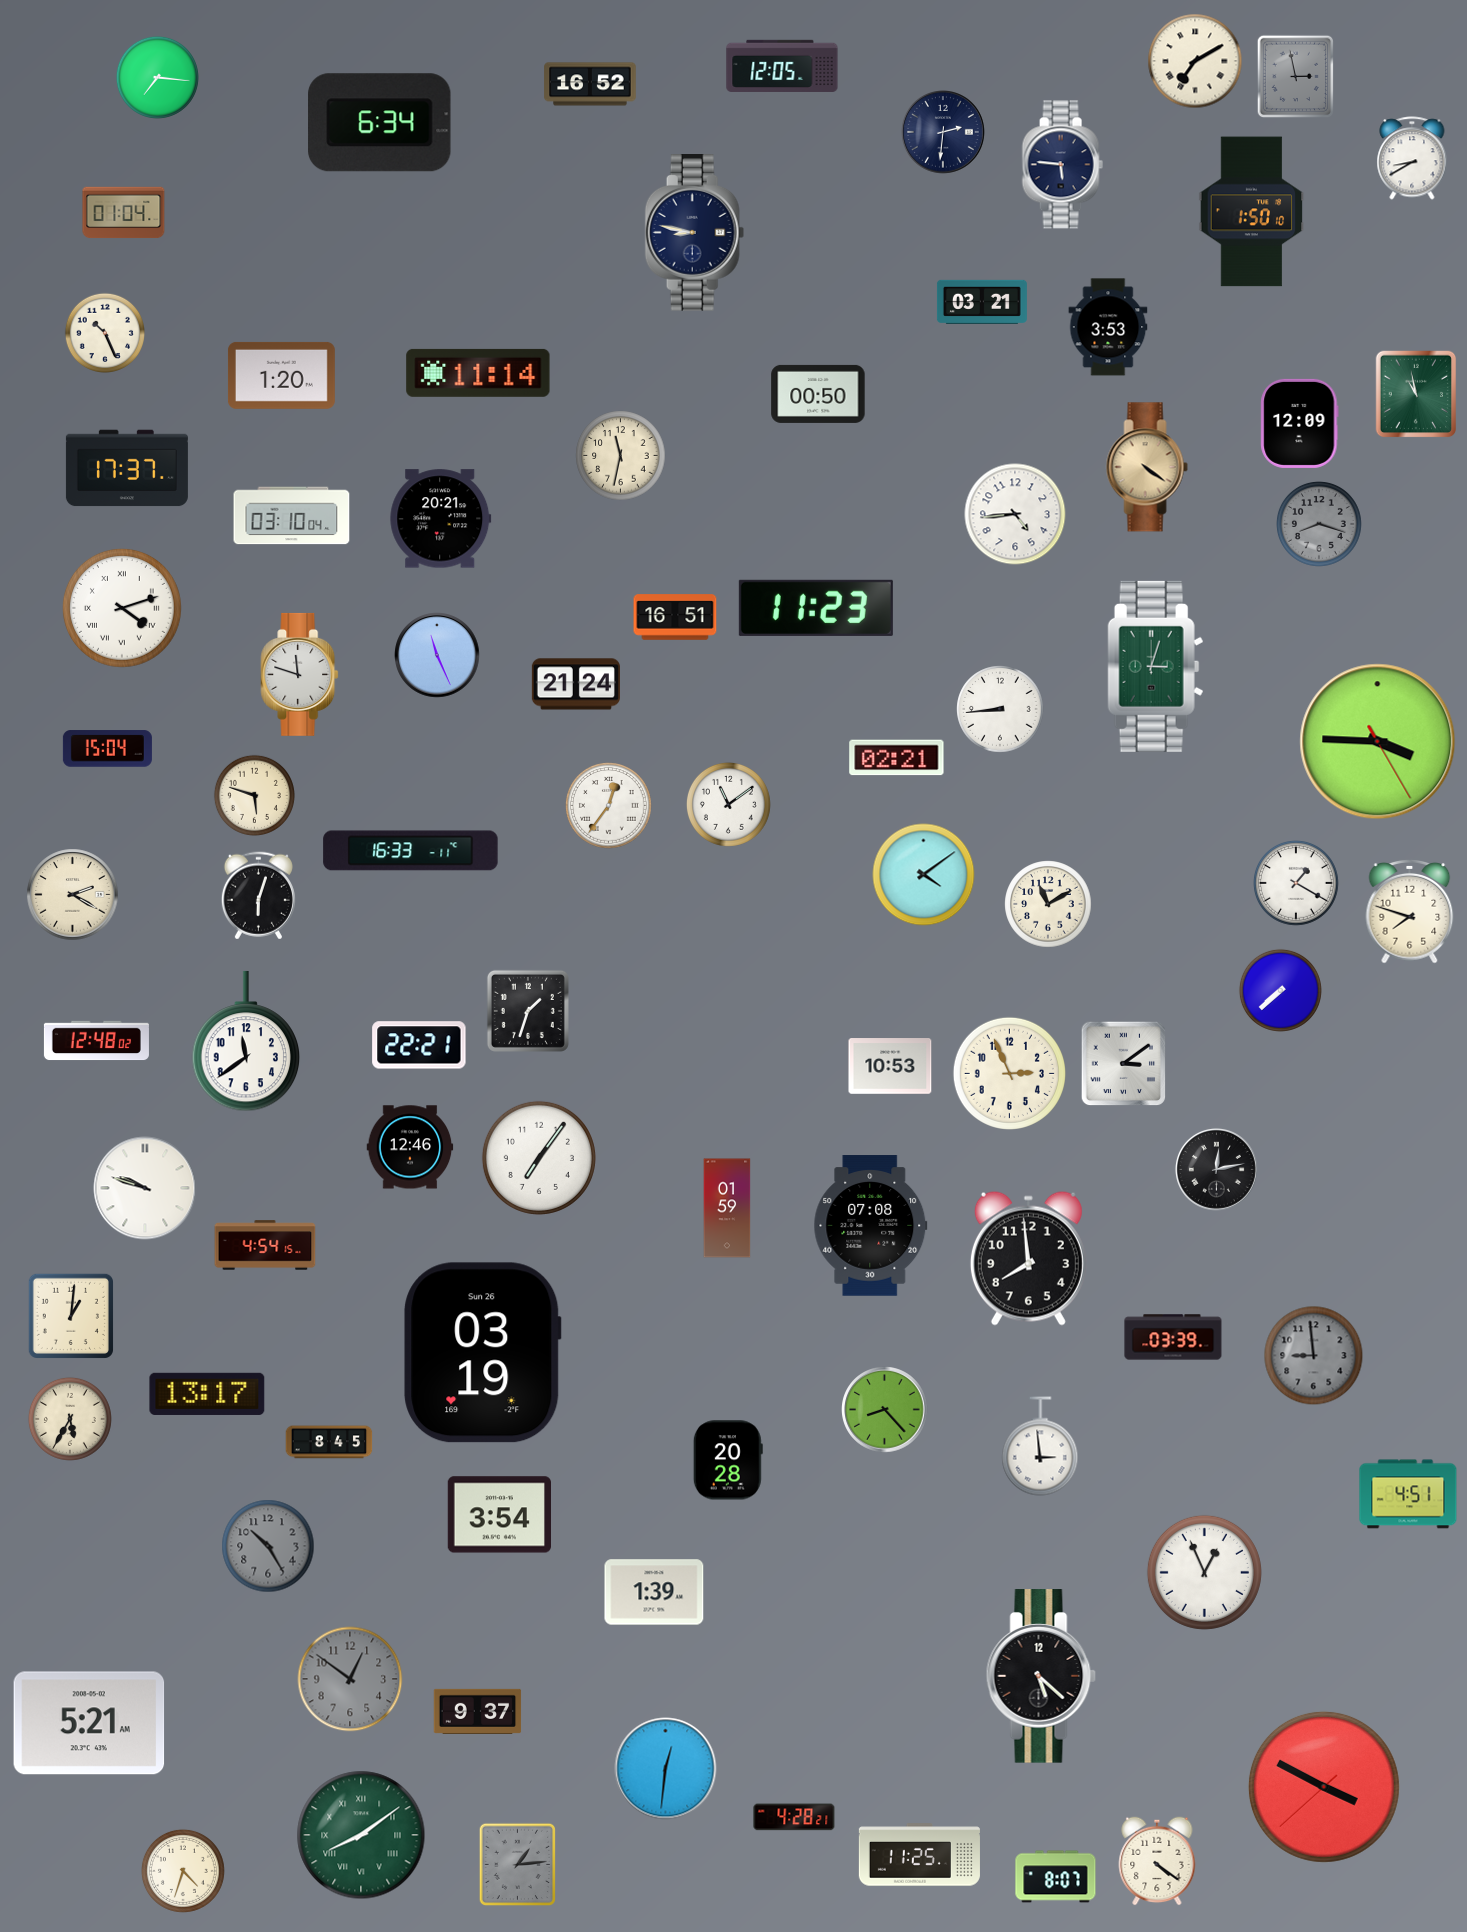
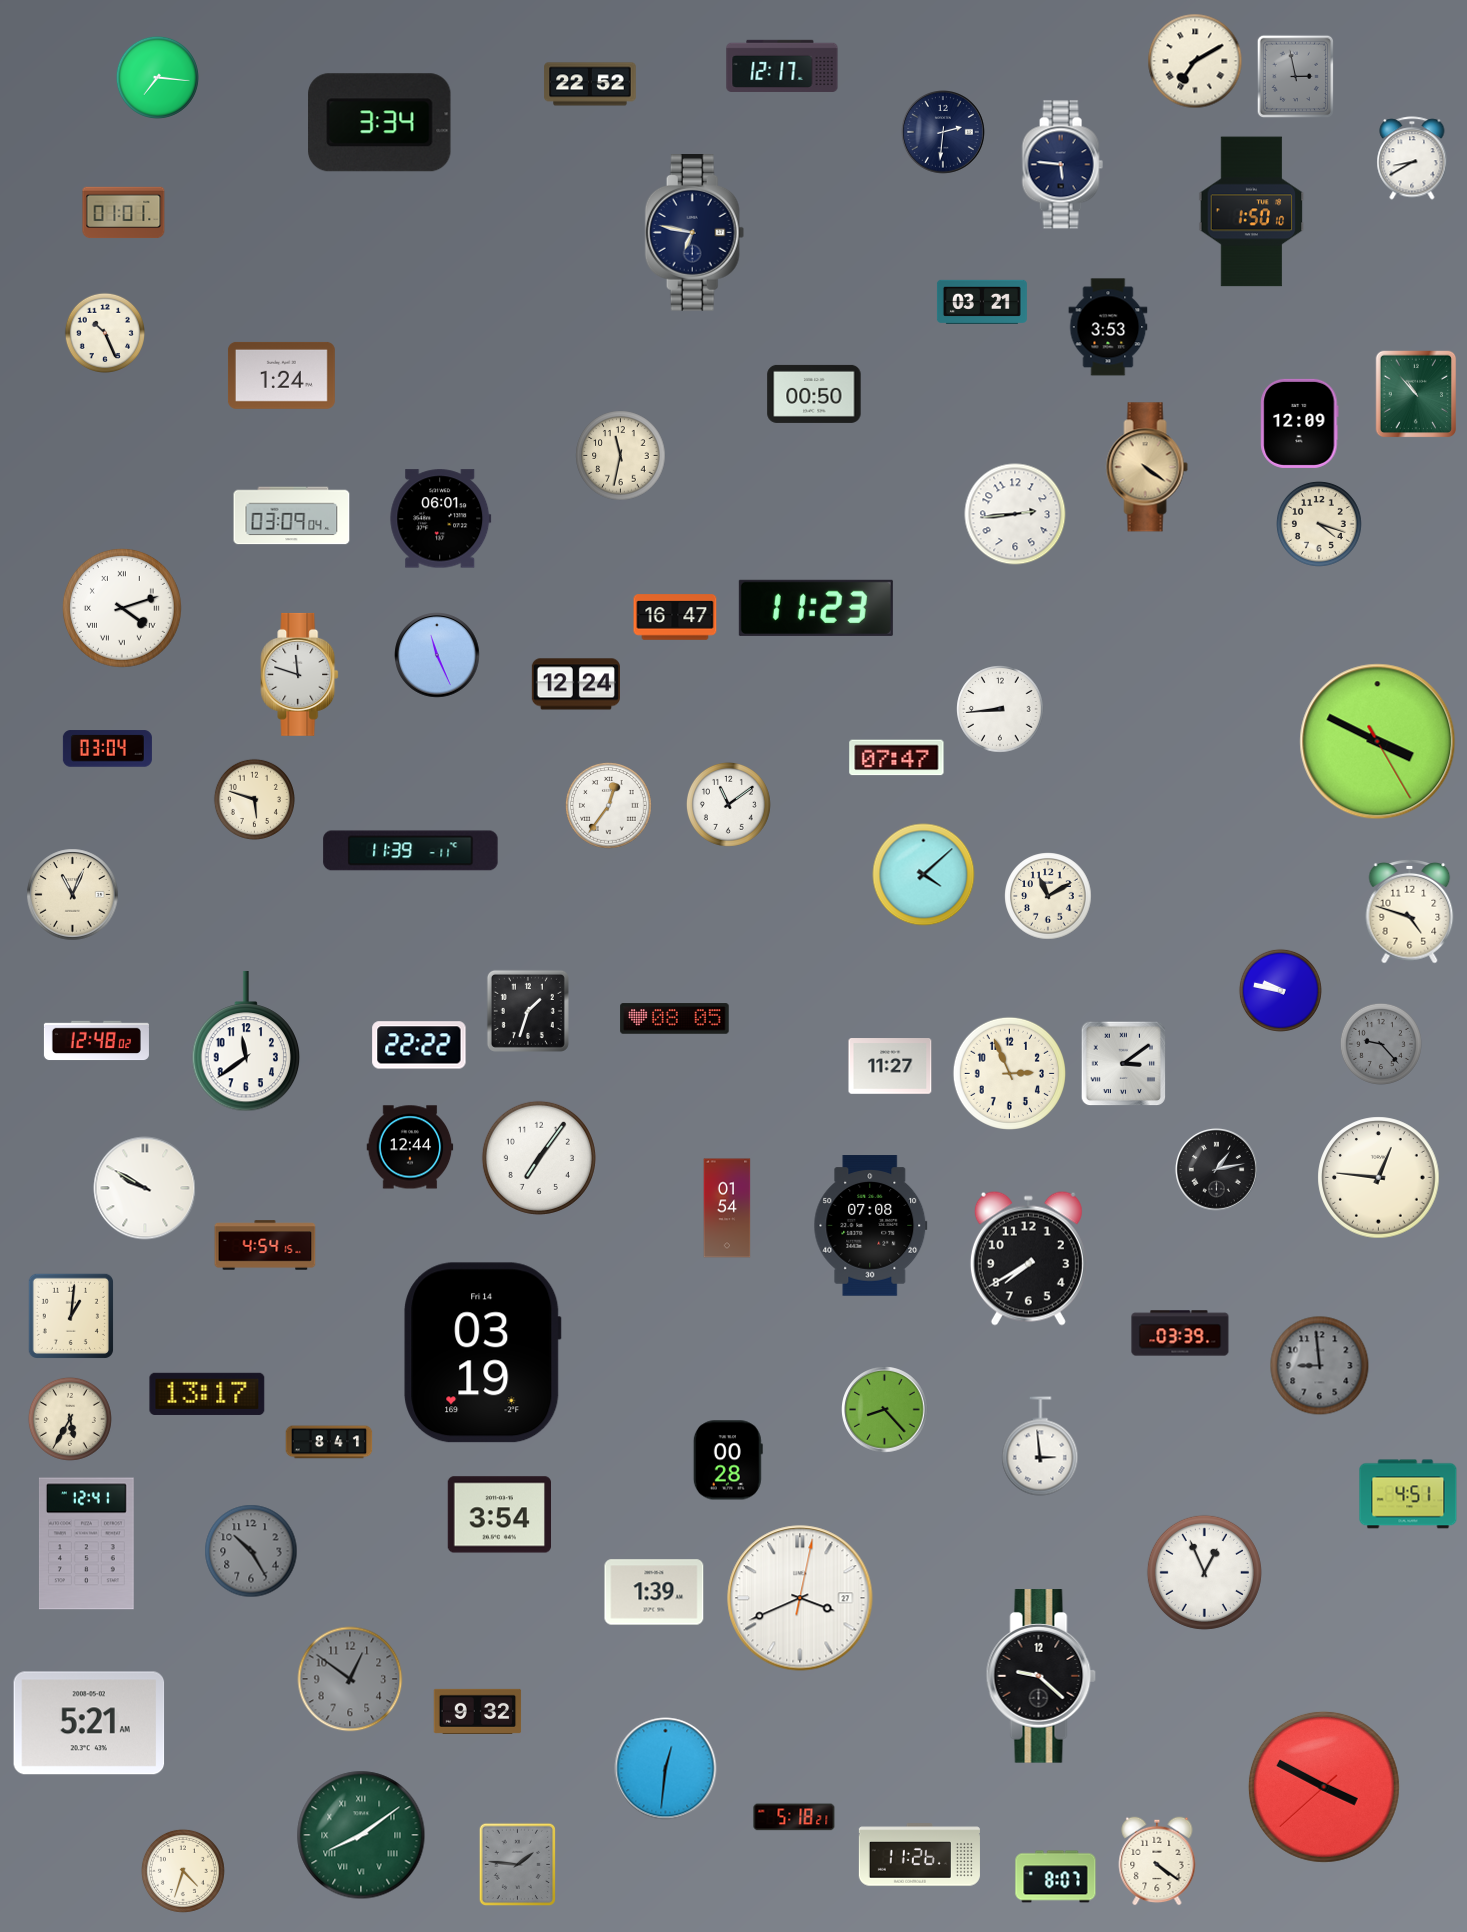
clock at (782, 66): 12:05 -> 12:17
clock at (590, 84): 16:52 -> 22:52
clock at (380, 123): 6:34 -> 3:34
clock at (124, 213): 01:04 -> 01:01
clock at (695, 233): 8:47 -> 6:47
clock at (478, 373): 11:14 -> none
clock at (281, 375): 1:20 -> 1:24
clock at (818, 394) position: (818, 394) -> (814, 394)
clock at (1416, 394): 10:58 -> 10:53
clock at (127, 468): 17:37 -> none
clock at (1015, 514): 4:44 -> 2:44
clock at (292, 516): 03:10 -> 03:09
clock at (441, 519): 20:21 -> 06:01
clock at (1320, 525): 8:18 -> 4:18
clock at (1320, 525) dial: grey -> cream
clock at (675, 617): 16:51 -> 16:47
clock at (1156, 666): 3:03 -> none
clock at (576, 684): 21:24 -> 12:24
clock at (1378, 742): 3:45 -> 3:49
clock at (107, 749): 15:04 -> 03:04
clock at (897, 758): 02:21 -> 07:47
clock at (254, 795) position: (254, 795) -> (254, 799)
clock at (411, 851): 16:33 -> 11:39
clock at (924, 875): 4:09 -> 4:08
clock at (1297, 884): 1:20 -> none
clock at (73, 895): 2:20 -> 11:04
clock at (258, 896): 6:03 -> none
clock at (1048, 904) position: (1048, 904) -> (1048, 896)
clock at (1410, 911): 7:48 -> 4:48
clock at (1280, 990): 7:38 -> 9:47
clock at (675, 1019): none -> 08:05
clock at (1381, 1044): none -> 9:23
clock at (419, 1045): 22:21 -> 22:22
clock at (890, 1066): 10:53 -> 11:27
clock at (410, 1147): 12:46 -> 12:44
clock at (1217, 1170): 12:13 -> 1:13
clock at (1379, 1178): none -> 12:46
clock at (145, 1188): 9:48 -> 9:50
clock at (727, 1208): 01:59 -> 01:54
clock at (1028, 1258): 7:59 -> 7:40
clock at (1173, 1337) position: (1173, 1337) -> (1180, 1333)
clock at (483, 1353) date: Sun 26 -> Fri 14
clock at (1314, 1356) position: (1314, 1356) -> (1320, 1366)
clock at (329, 1442): 8:45 -> 8:41
clock at (728, 1460): 20:28 -> 00:28
clock at (86, 1544): none -> 12:41
clock at (268, 1546) position: (268, 1546) -> (251, 1551)
clock at (800, 1598): none -> 3:41
clock at (1041, 1676): 5:22 -> 9:22
clock at (478, 1711): 9:37 -> 9:32
clock at (794, 1817): 4:28 -> 5:18
clock at (919, 1855): 11:25 -> 11:26
clock at (518, 1865): 1:14 -> 1:46
